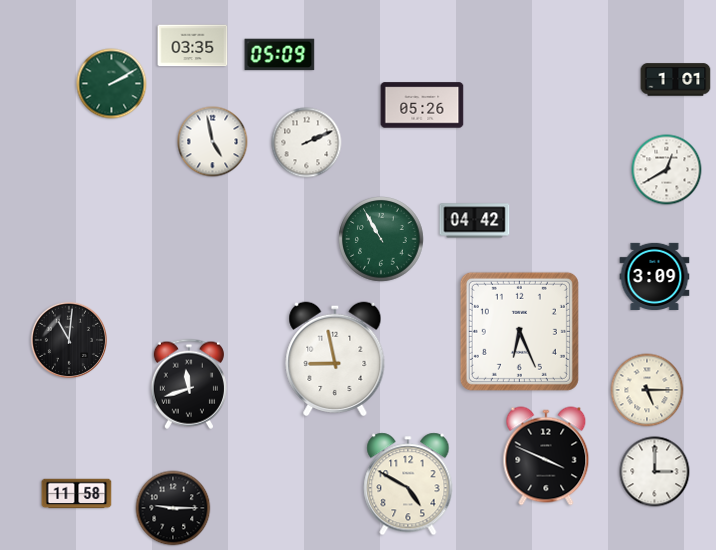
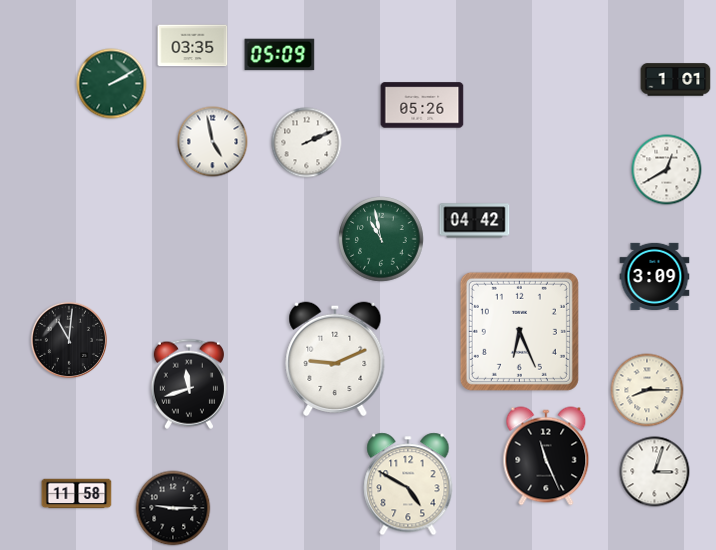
clock at (381, 239): 10:55 -> 10:58
clock at (335, 359): 8:58 -> 9:11
clock at (647, 390): 5:15 -> 8:15
clock at (546, 456): 3:49 -> 11:26
clock at (655, 472): 3:00 -> 3:03
